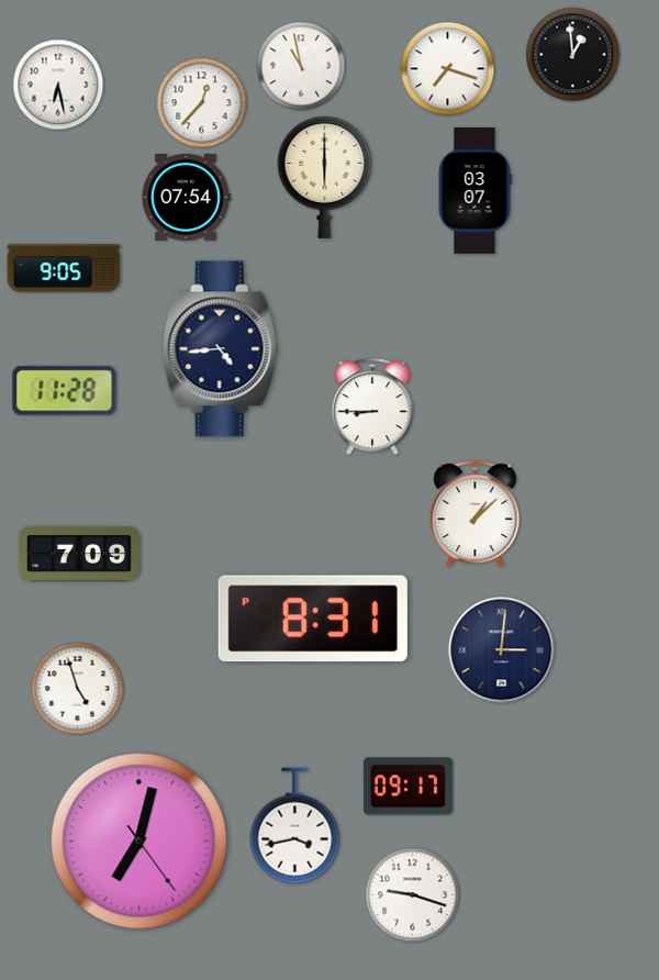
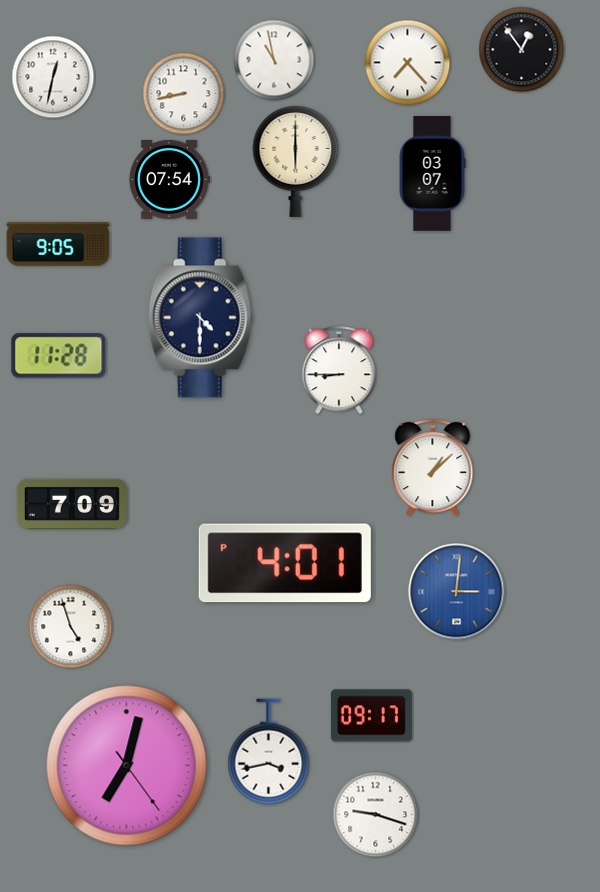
clock at (573, 55): 12:59 -> 12:54
clock at (448, 69): 7:18 -> 7:23
clock at (58, 85): 6:28 -> 12:32
clock at (202, 103): 12:37 -> 8:43
clock at (220, 349): 4:44 -> 4:30
clock at (313, 619): 8:31 -> 4:01
clock at (502, 650) dial: navy -> blue
